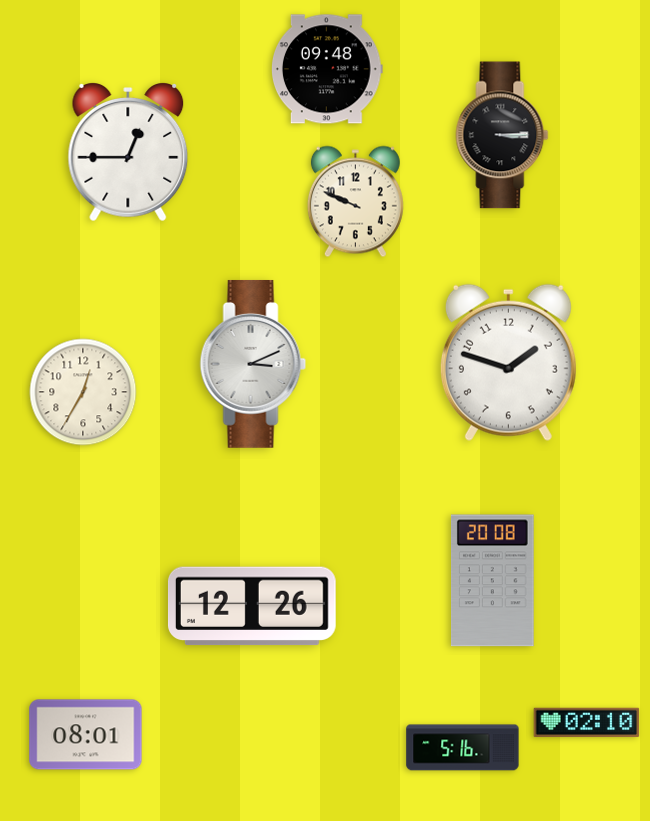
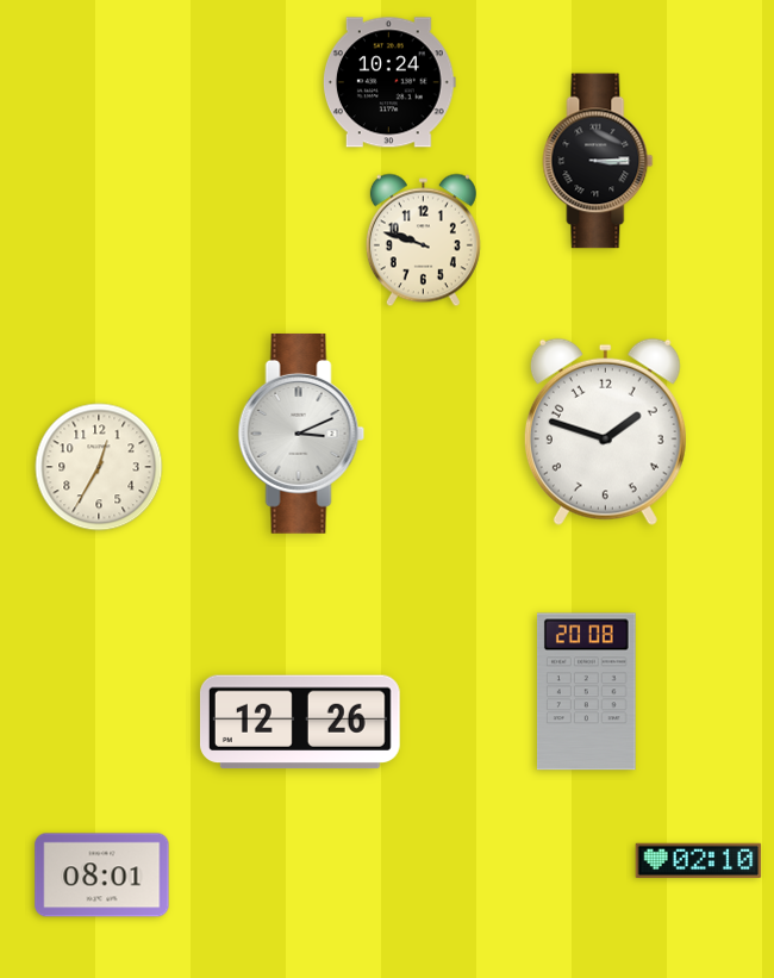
clock at (327, 69): 09:48 -> 10:24
clock at (128, 152): 12:45 -> none
clock at (355, 202): 9:49 -> 9:48
clock at (463, 748): 5:16 -> none
